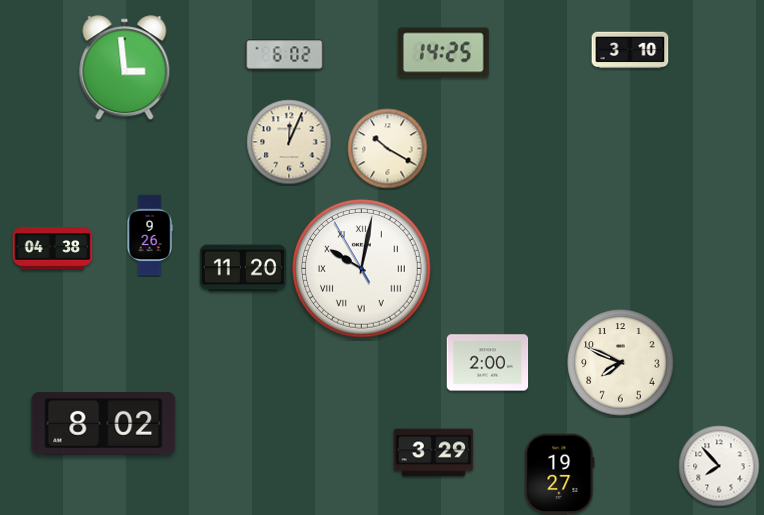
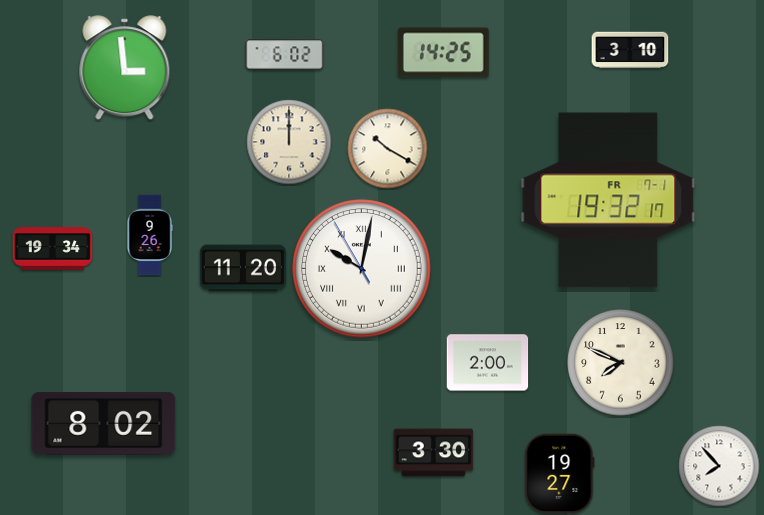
clock at (289, 142): 12:04 -> 12:00
clock at (608, 200): none -> 19:32
clock at (53, 249): 04:38 -> 19:34
clock at (434, 453): 3:29 -> 3:30
